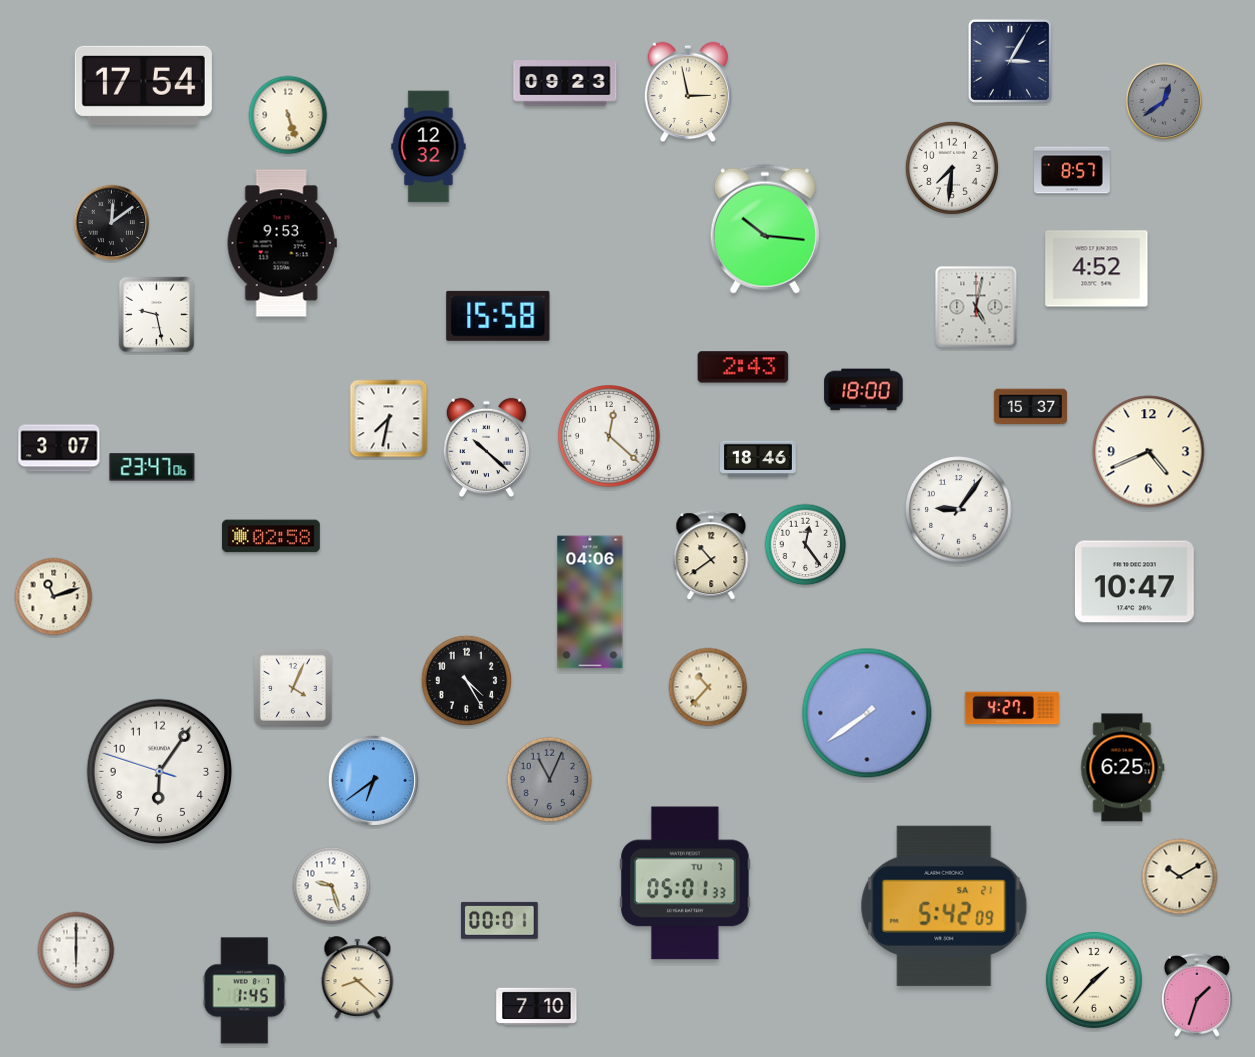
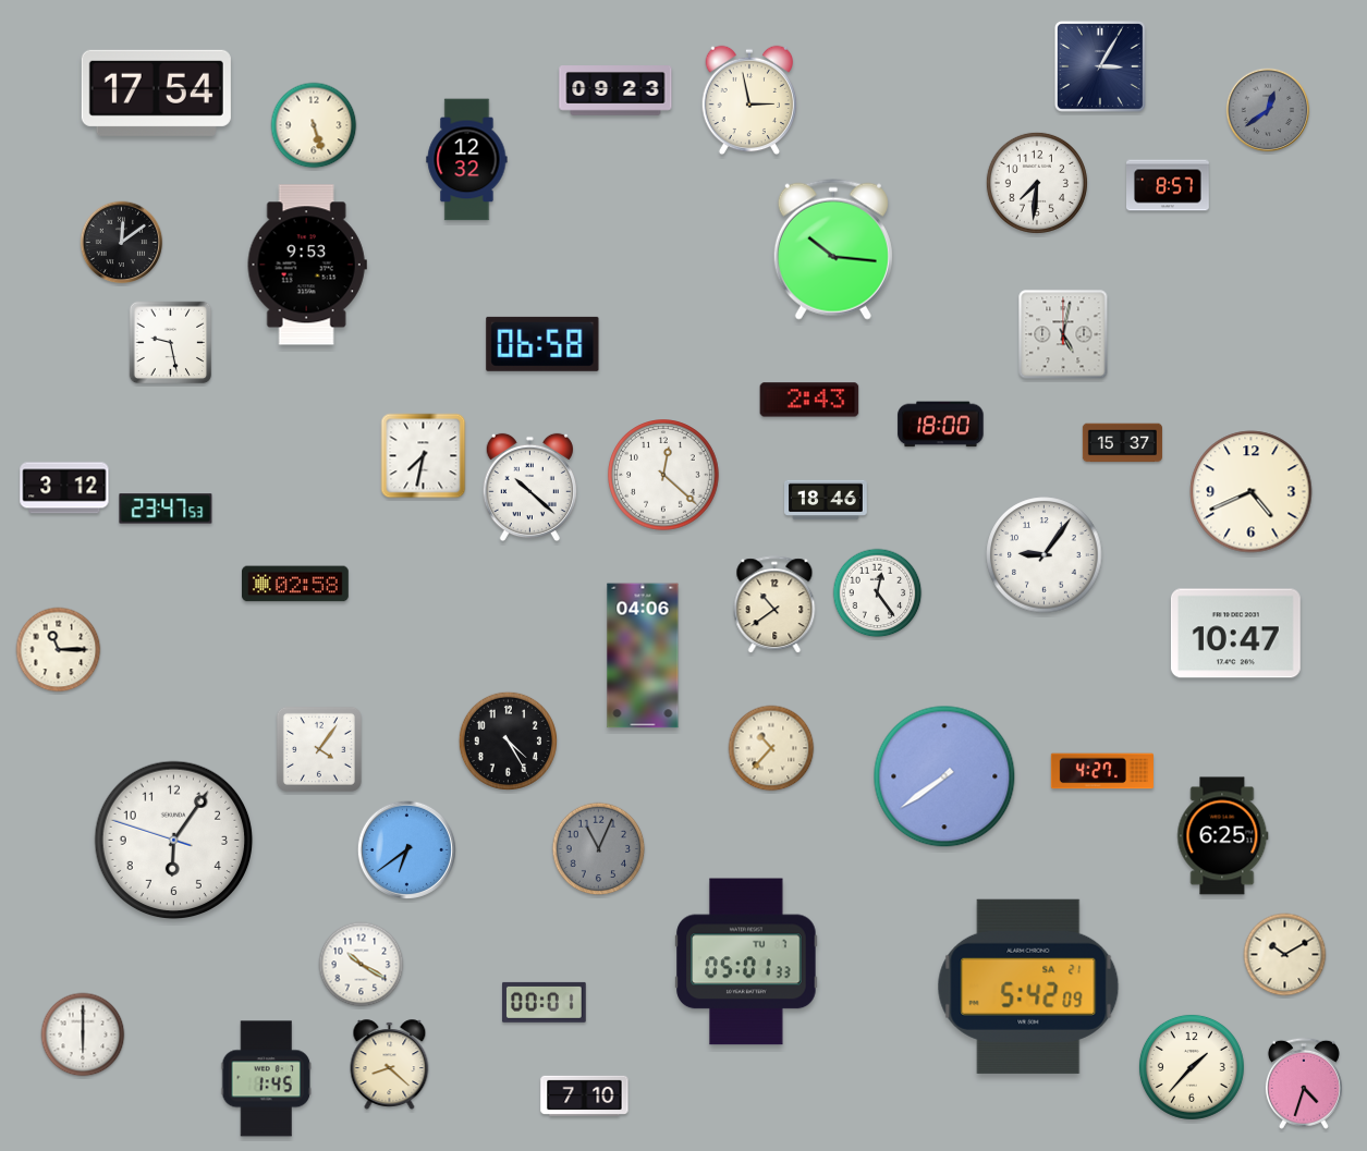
clock at (1097, 269): 4:52 -> none
clock at (498, 316): 15:58 -> 06:58
clock at (59, 448): 3:07 -> 3:12
clock at (152, 467): 23:47:06 -> 23:47:53
clock at (54, 597): 11:12 -> 11:15
clock at (293, 688): 4:04 -> 4:06
clock at (332, 886): 9:27 -> 10:20
clock at (1197, 995): 1:33 -> 4:33
